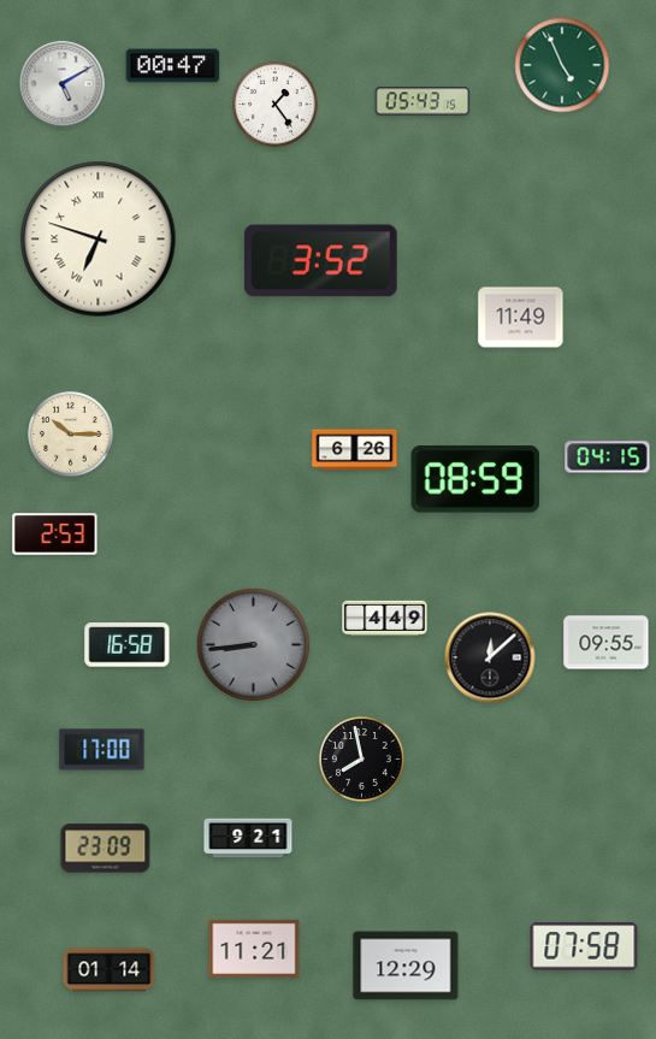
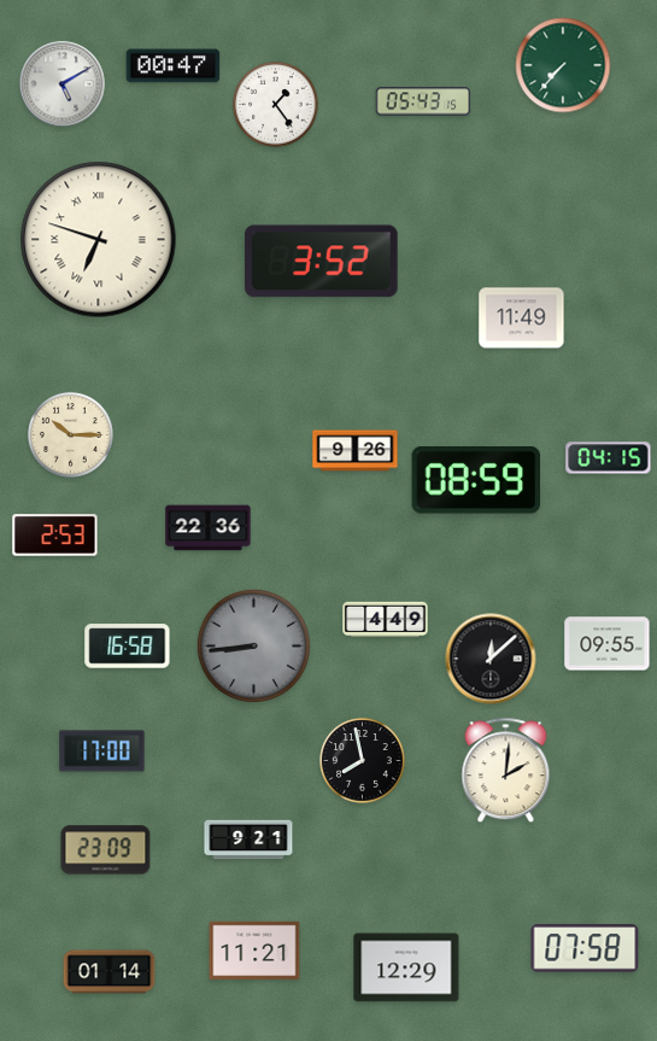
clock at (562, 65): 4:56 -> 7:37
clock at (355, 450): 6:26 -> 9:26
clock at (209, 528): none -> 22:36
clock at (506, 771): none -> 2:01
